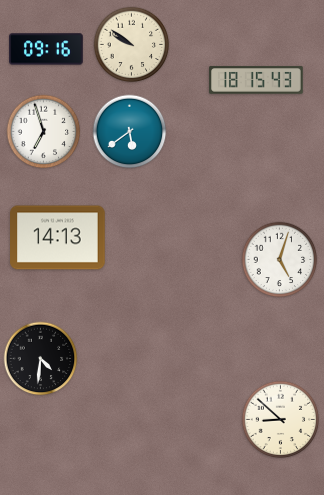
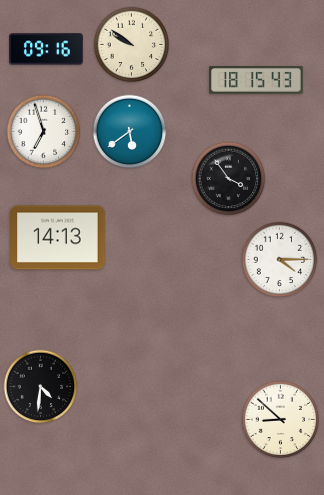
clock at (229, 179): none -> 3:54
clock at (280, 260): 5:03 -> 4:15
clock at (41, 359) position: (41, 359) -> (41, 387)
